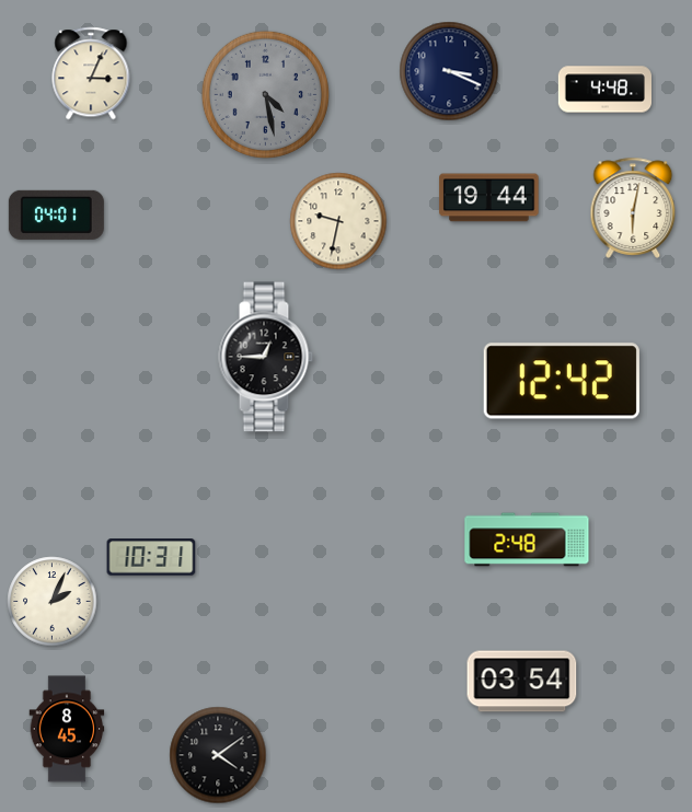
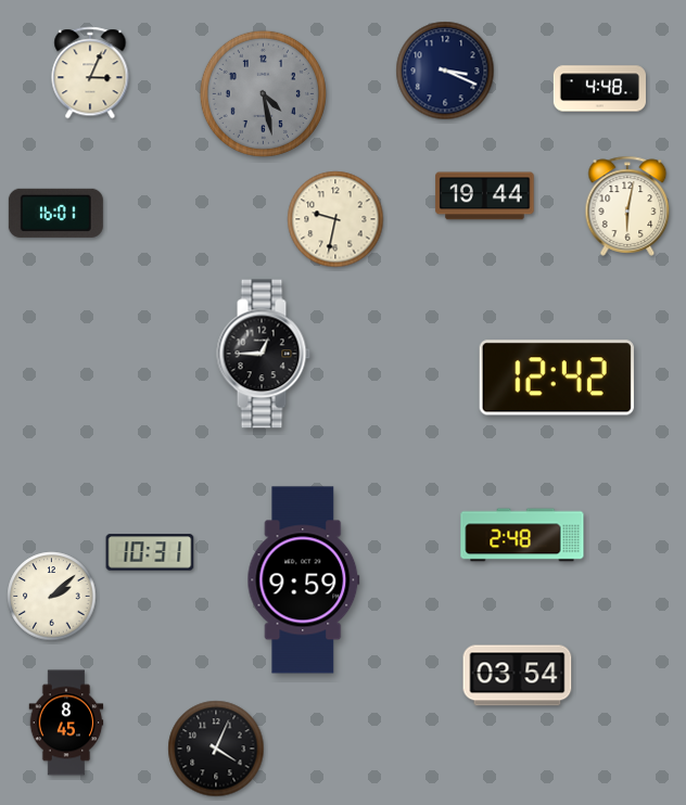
clock at (56, 214): 04:01 -> 16:01
clock at (304, 580): none -> 9:59
clock at (53, 602): 2:04 -> 2:08
clock at (218, 755): 4:09 -> 4:04
